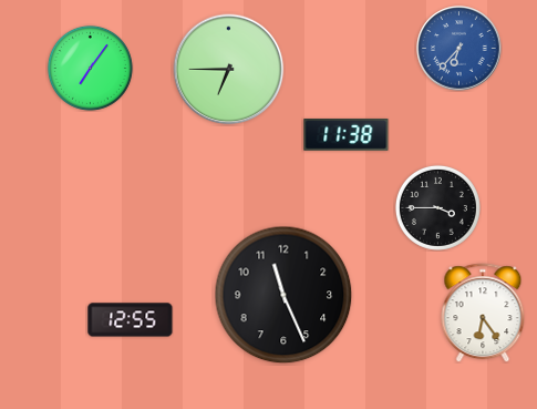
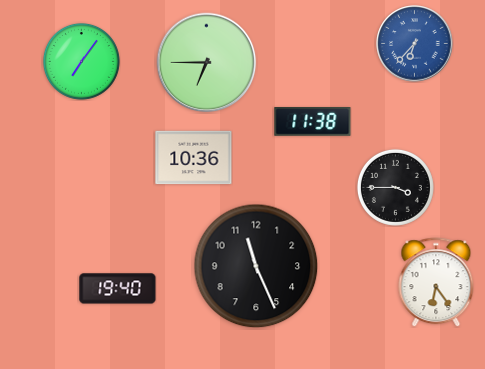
clock at (194, 158): none -> 10:36
clock at (131, 320): 12:55 -> 19:40
